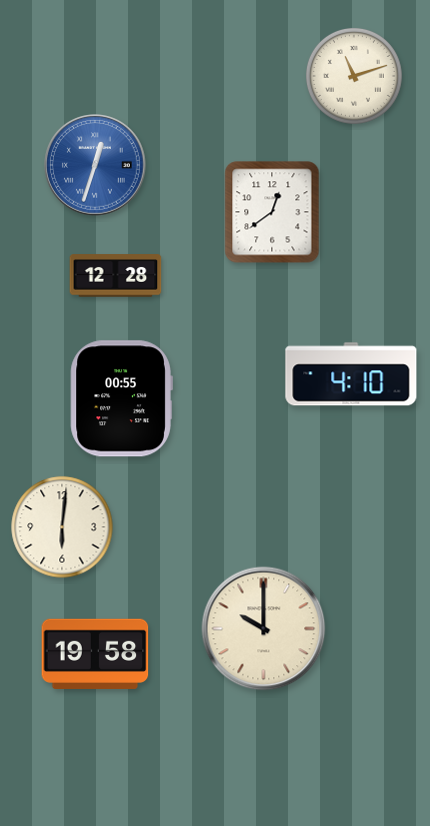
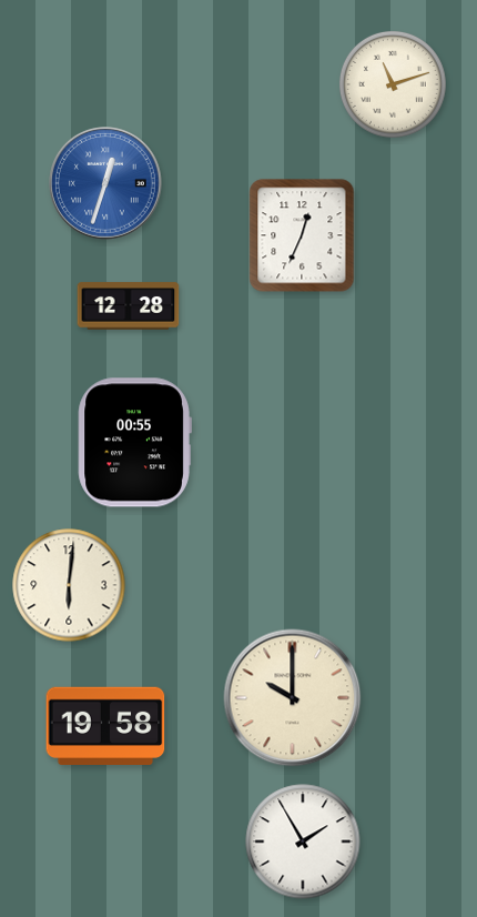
clock at (272, 212): 12:39 -> 12:34
clock at (351, 374): 4:10 -> none
clock at (303, 842): none -> 1:55
